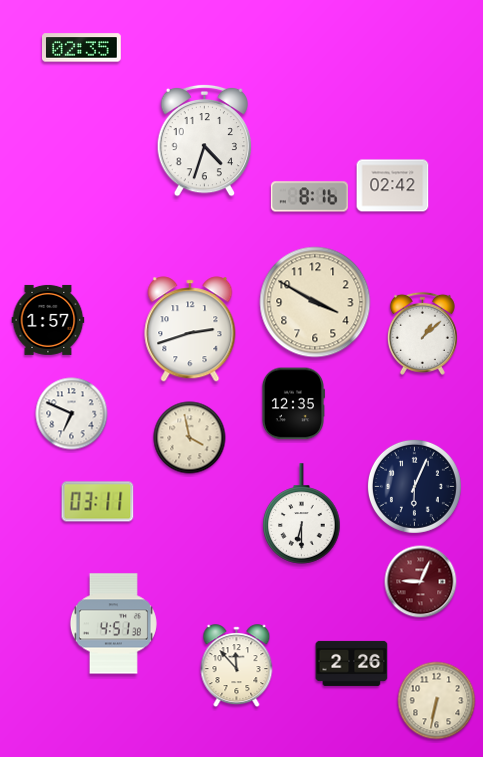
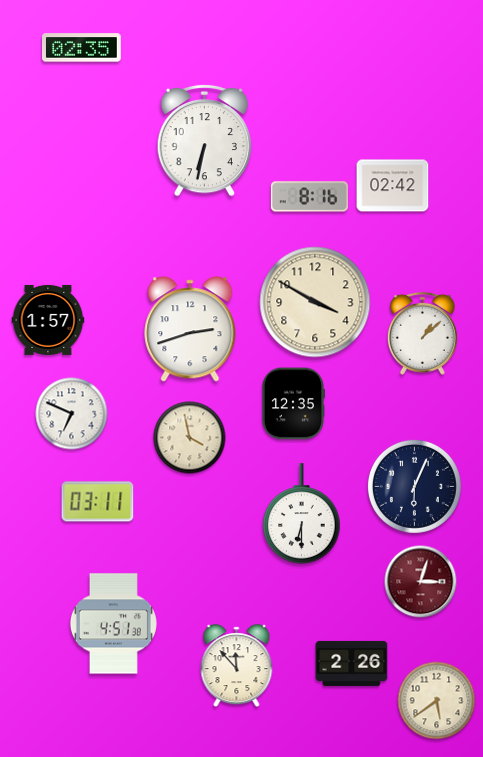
clock at (205, 140): 4:33 -> 6:32
clock at (421, 582): 9:04 -> 3:03
clock at (437, 701): 6:32 -> 5:39
